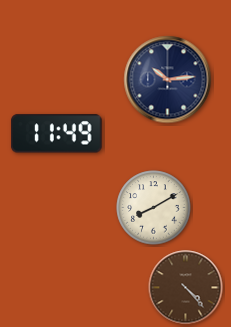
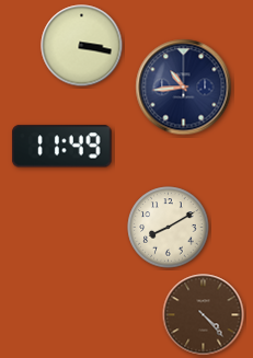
clock at (82, 46): none -> 3:17
clock at (168, 80): 10:14 -> 10:44
